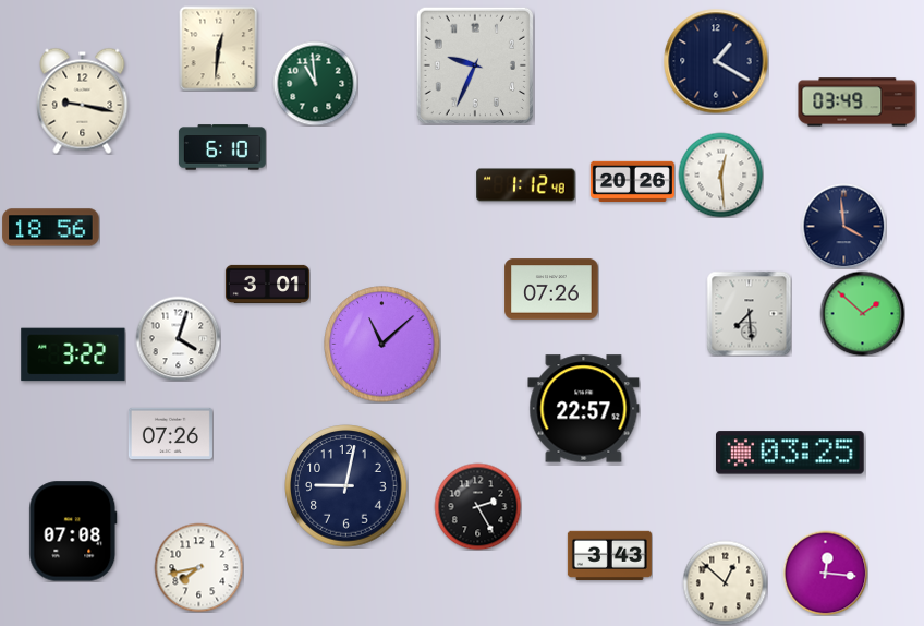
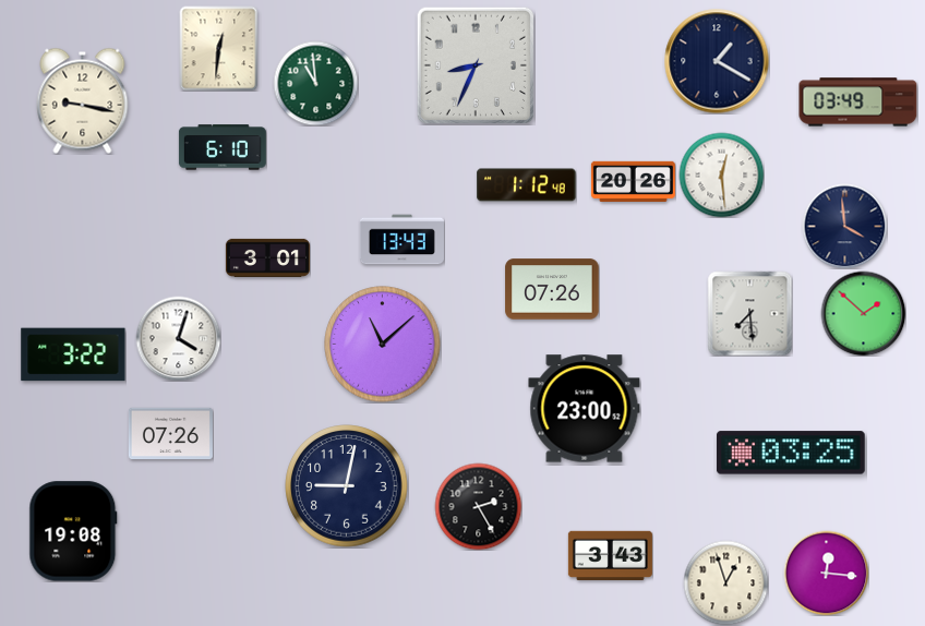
clock at (475, 65): 9:34 -> 8:34
clock at (51, 228): 18:56 -> none
clock at (401, 240): none -> 13:43
clock at (267, 284) position: (267, 284) -> (267, 257)
clock at (584, 409): 22:57 -> 23:00
clock at (73, 531): 07:08 -> 19:08
clock at (198, 567): 7:43 -> none
clock at (725, 582): 12:52 -> 12:57
